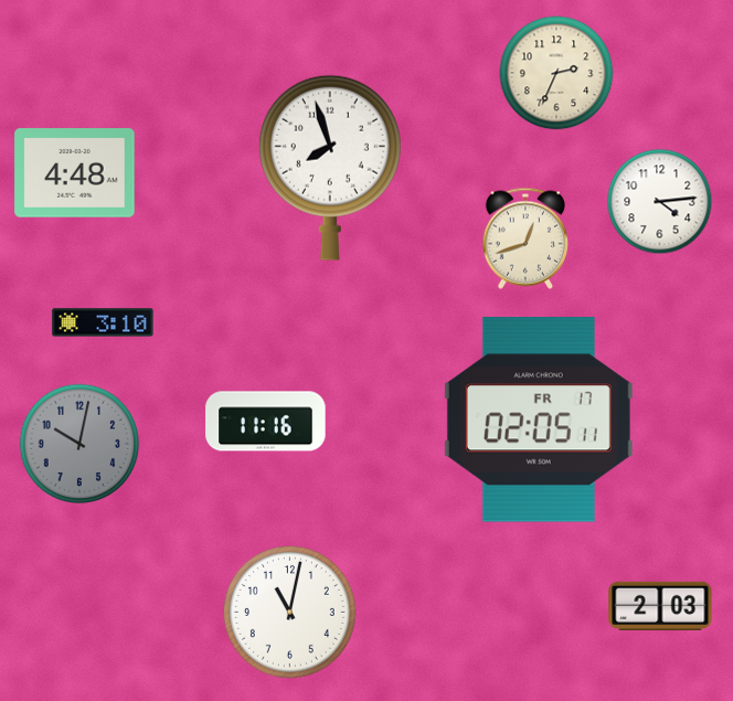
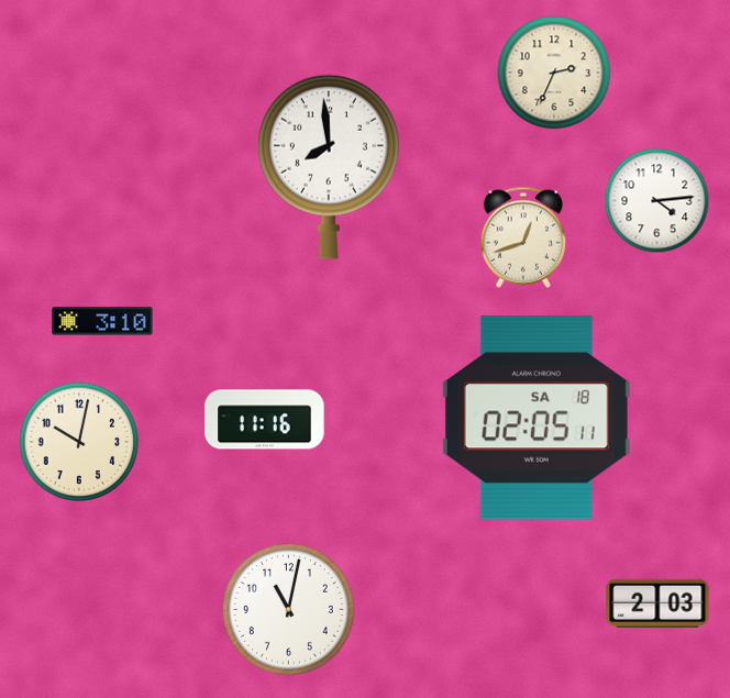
clock at (330, 168): 7:57 -> 7:59
clock at (75, 173): 4:48 -> none
clock at (539, 419) date: FR 17 -> SA 18
clock at (79, 444) dial: grey -> cream
